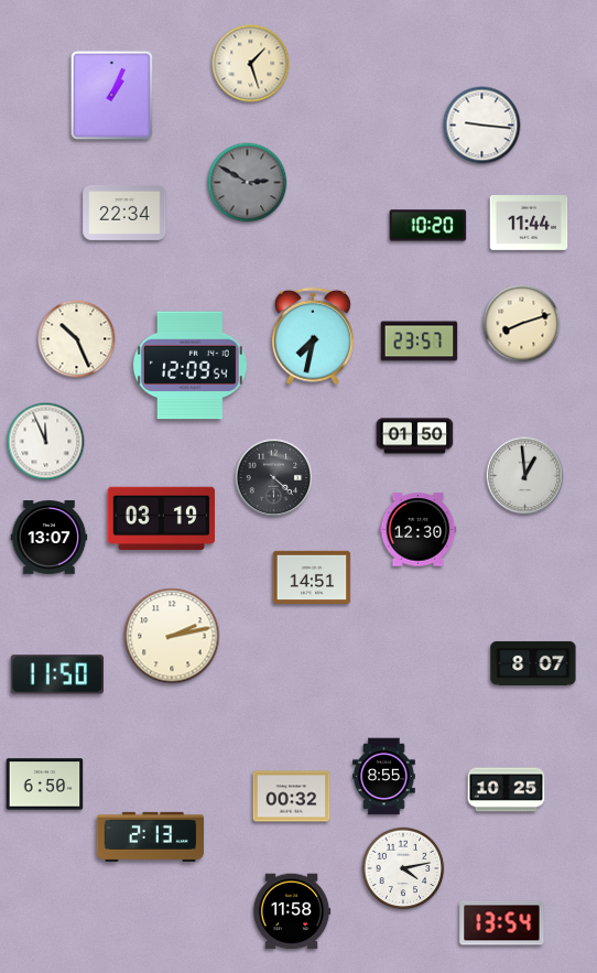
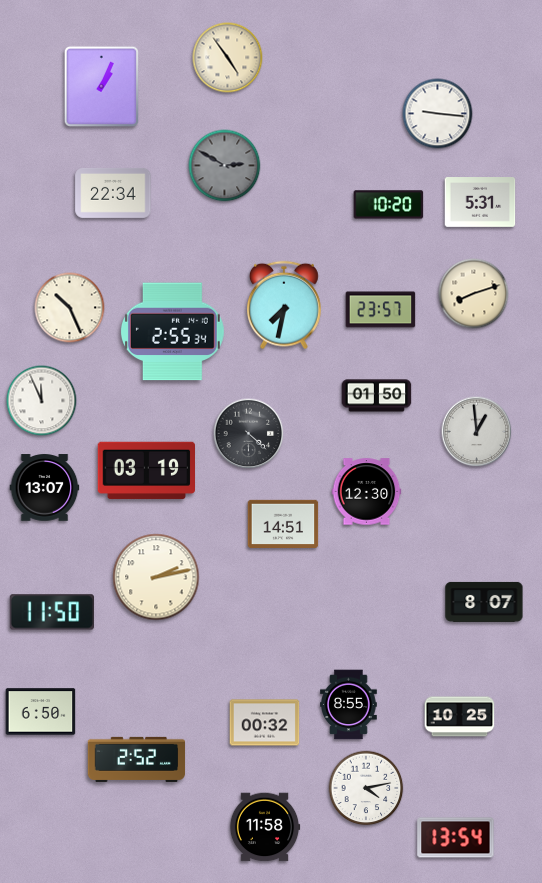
clock at (251, 64): 1:27 -> 4:54
clock at (529, 224): 11:44 -> 5:31
clock at (189, 366): 12:09 -> 2:55
clock at (419, 530) position: (419, 530) -> (367, 492)
clock at (151, 836): 2:13 -> 2:52
